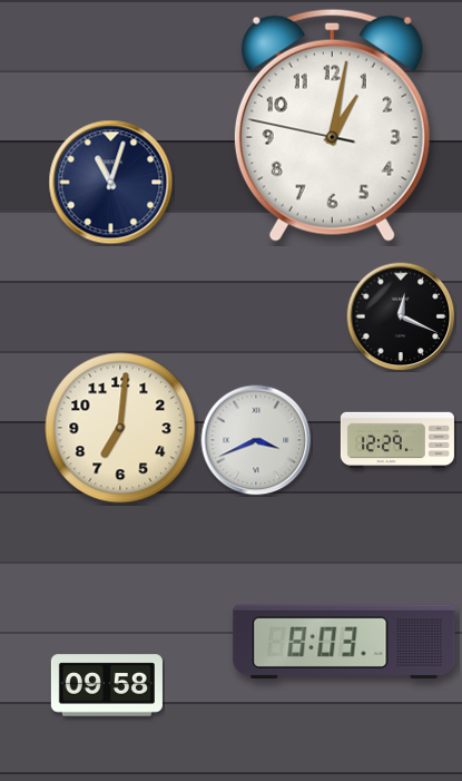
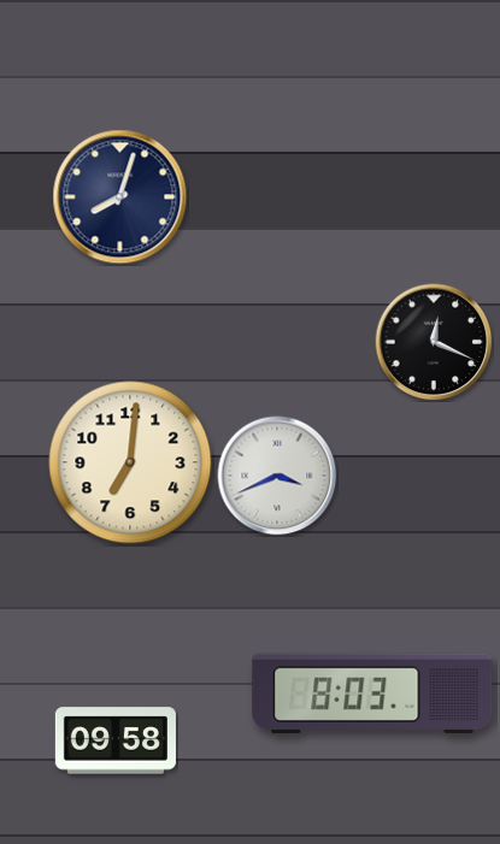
clock at (332, 125): 1:01 -> none
clock at (111, 183): 11:03 -> 8:03
clock at (397, 440): 12:29 -> none
